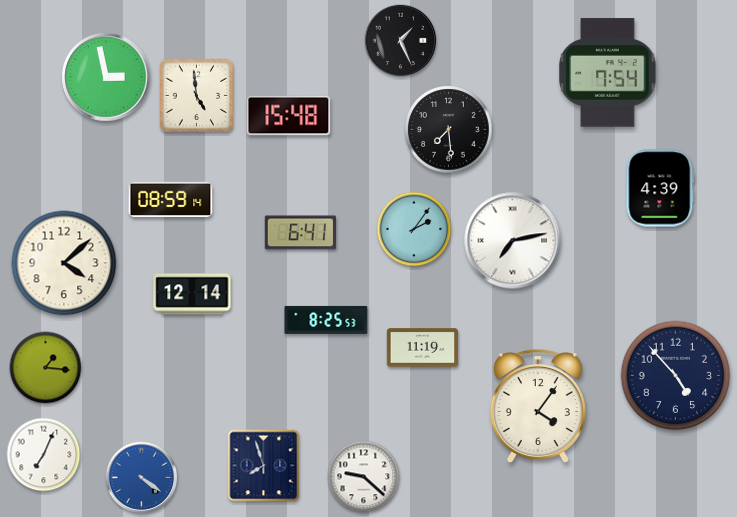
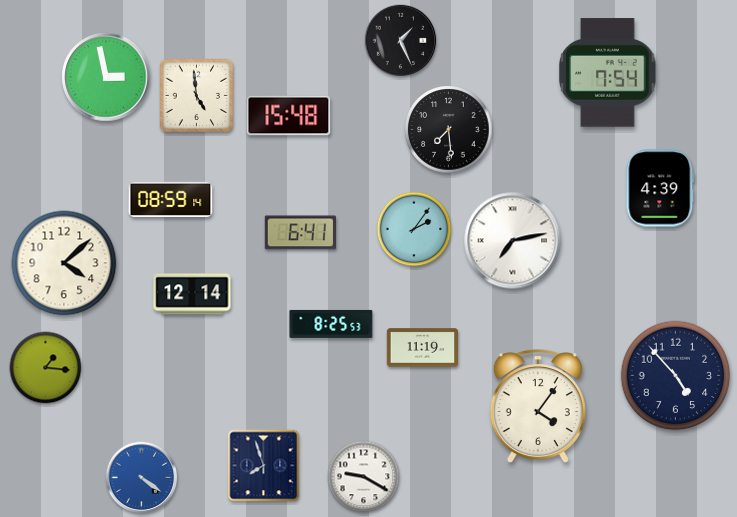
clock at (326, 320) position: (326, 320) -> (331, 324)
clock at (44, 455): 7:04 -> none
clock at (364, 477): 9:22 -> 9:20
